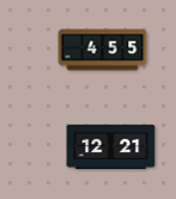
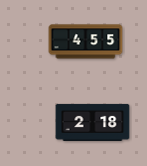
clock at (111, 146): 12:21 -> 2:18
